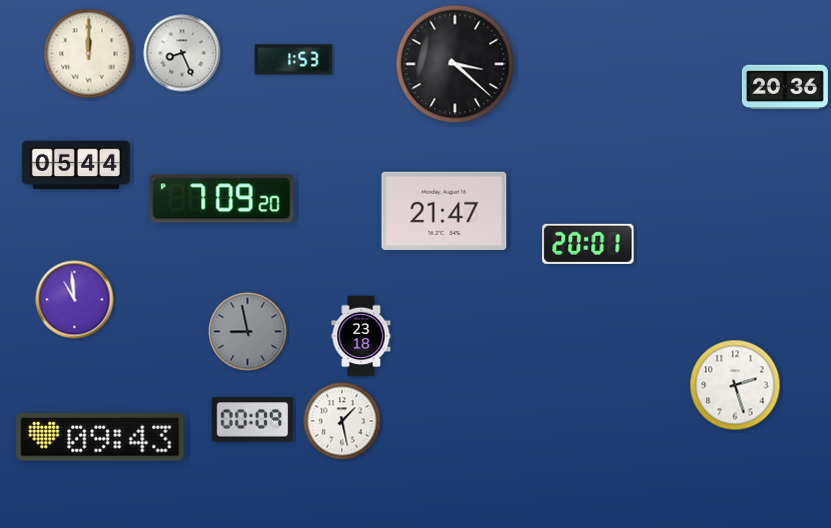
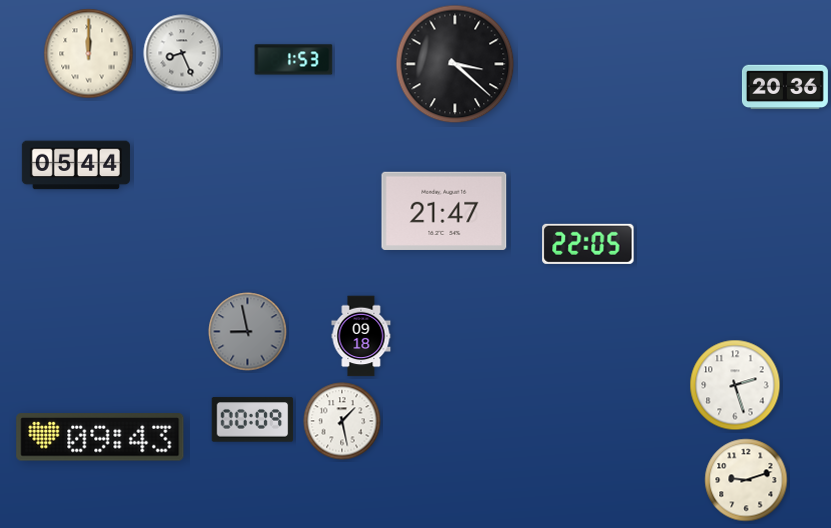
clock at (222, 199): 7:09 -> none
clock at (588, 244): 20:01 -> 22:05
clock at (75, 300): 10:59 -> none
clock at (361, 336): 23:18 -> 09:18
clock at (746, 480): none -> 9:12
